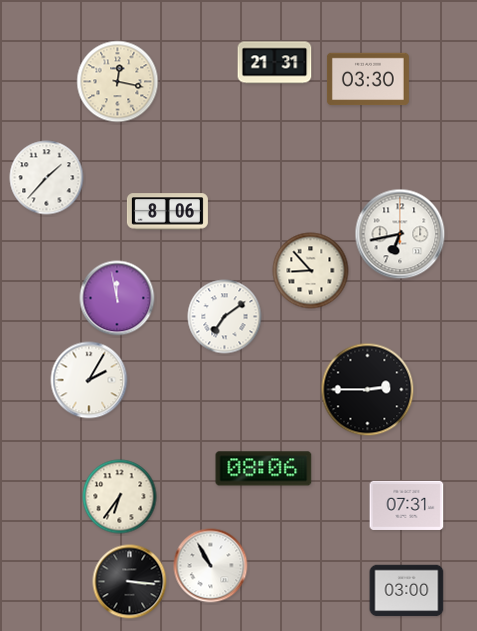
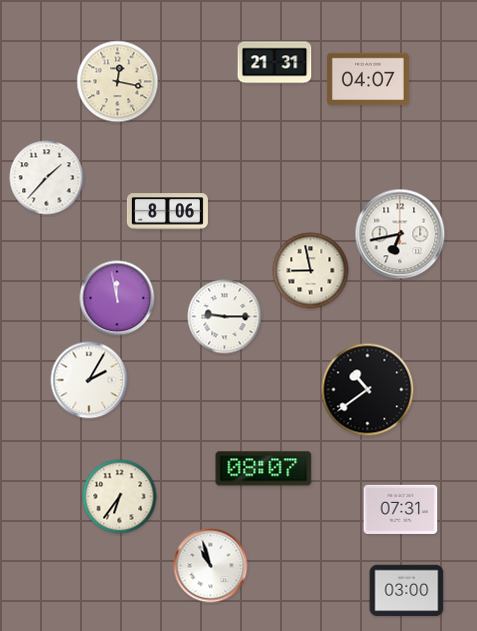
clock at (368, 79): 03:30 -> 04:07
clock at (311, 271): 8:53 -> 8:58
clock at (225, 317): 7:09 -> 9:15
clock at (368, 390): 2:45 -> 10:39
clock at (264, 469): 08:06 -> 08:07
clock at (407, 505) position: (407, 505) -> (401, 509)
clock at (211, 566): 10:55 -> 10:57
clock at (130, 582): 3:16 -> none
